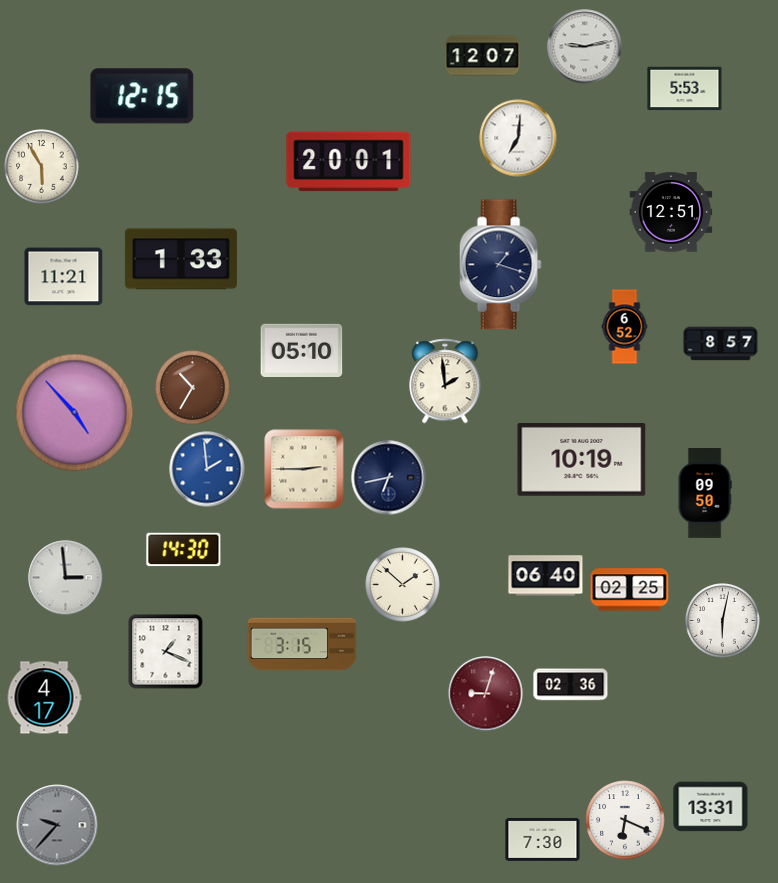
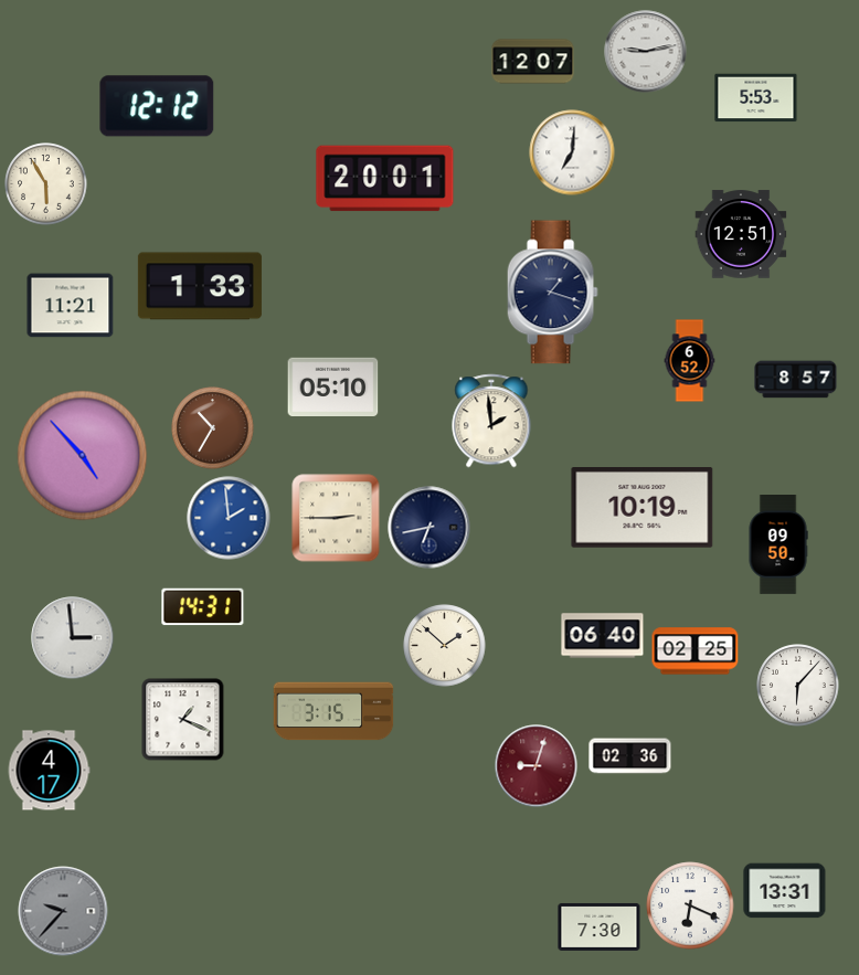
clock at (142, 96): 12:15 -> 12:12
clock at (184, 550): 14:30 -> 14:31
clock at (723, 621): 6:02 -> 6:07
